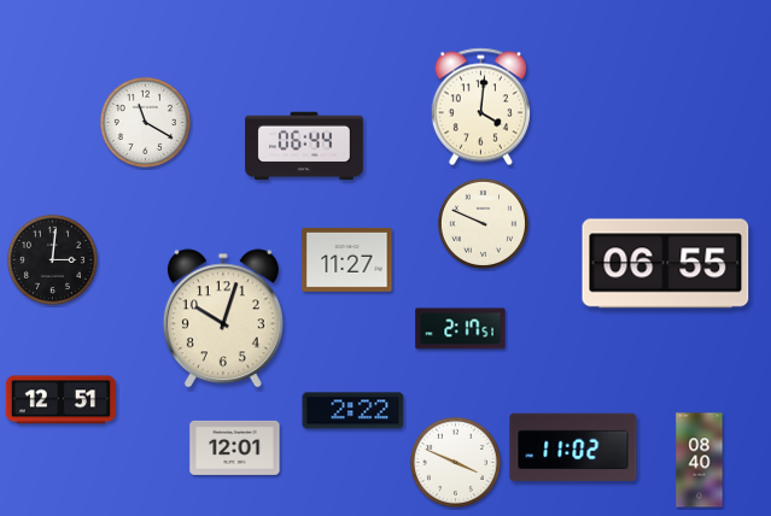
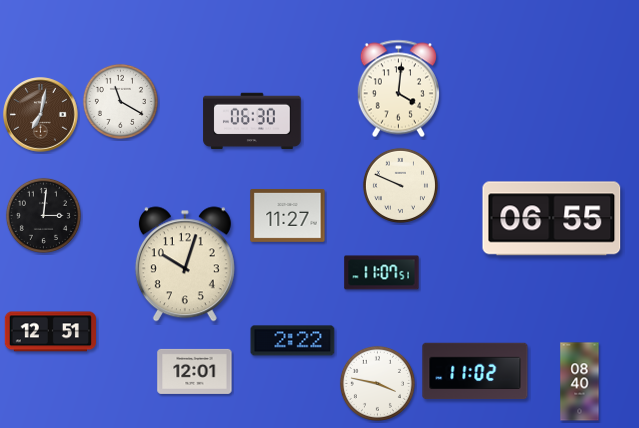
clock at (41, 115): none -> 7:02
clock at (304, 146): 06:44 -> 06:30
clock at (461, 329): 2:17 -> 11:07
clock at (455, 462): 3:49 -> 3:47
